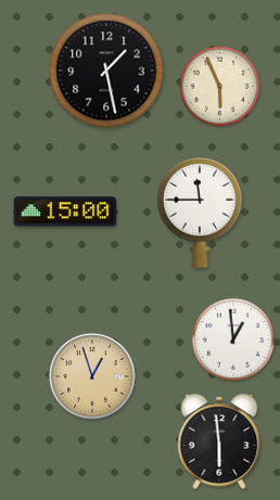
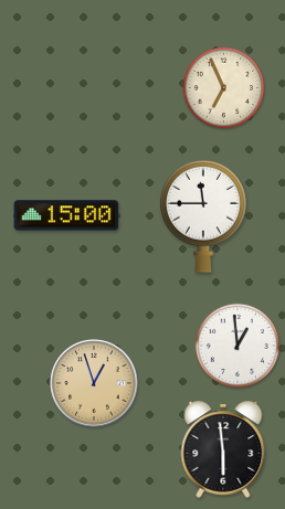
clock at (106, 70): 1:28 -> none
clock at (220, 87): 5:56 -> 6:56
